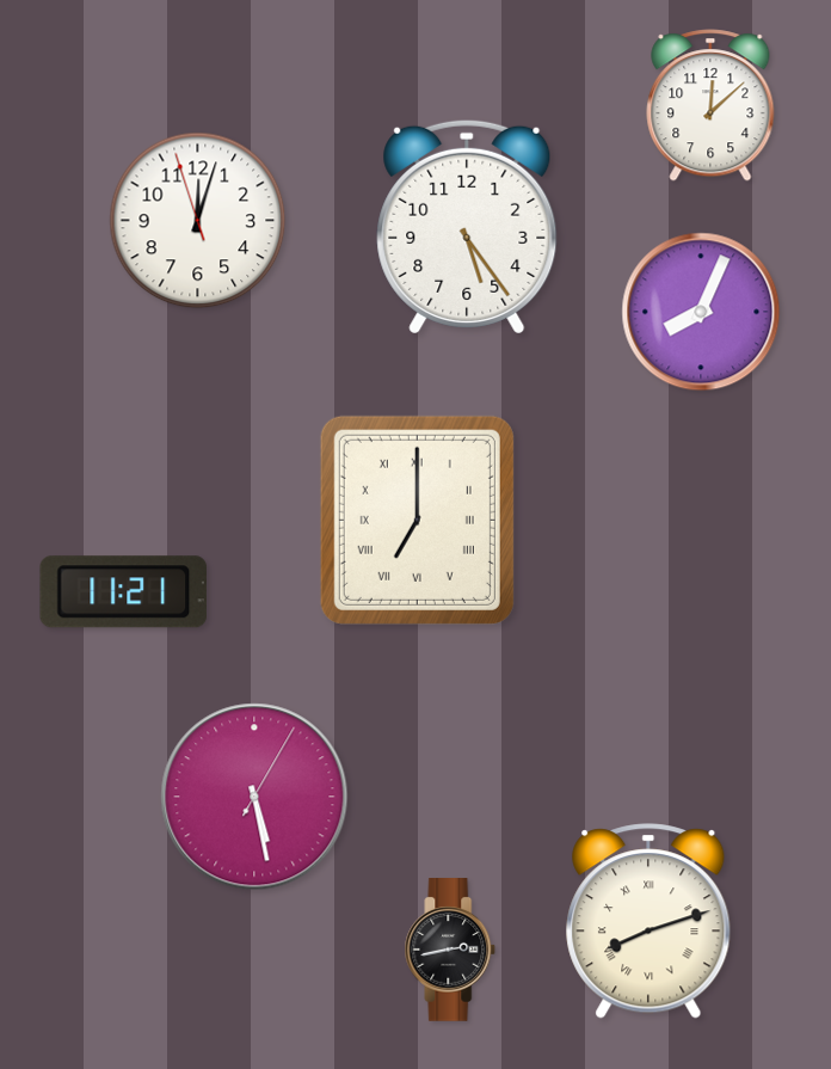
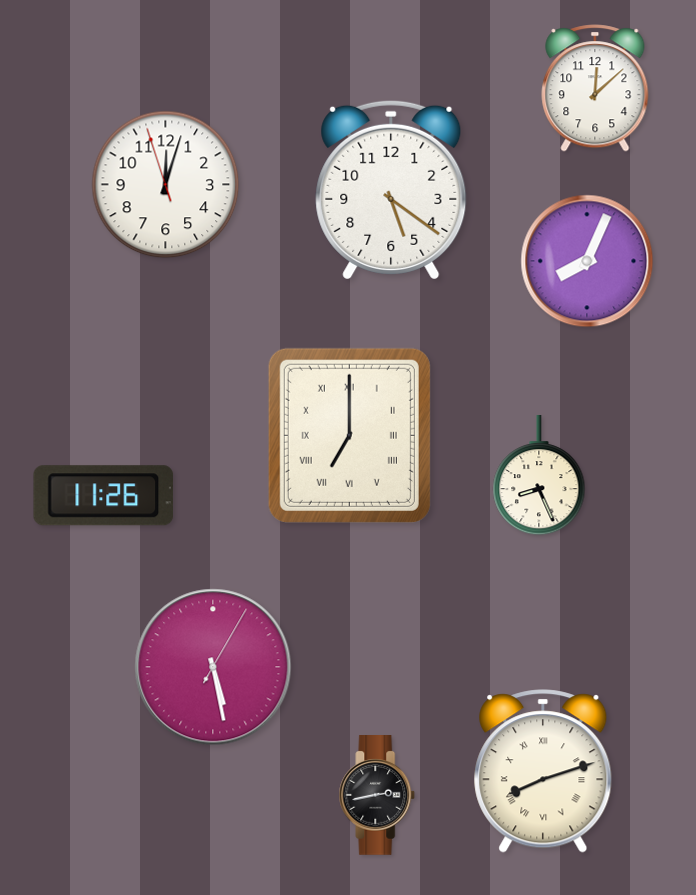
clock at (467, 227): 5:24 -> 5:21
clock at (539, 476): none -> 8:26
clock at (124, 592): 11:21 -> 11:26
